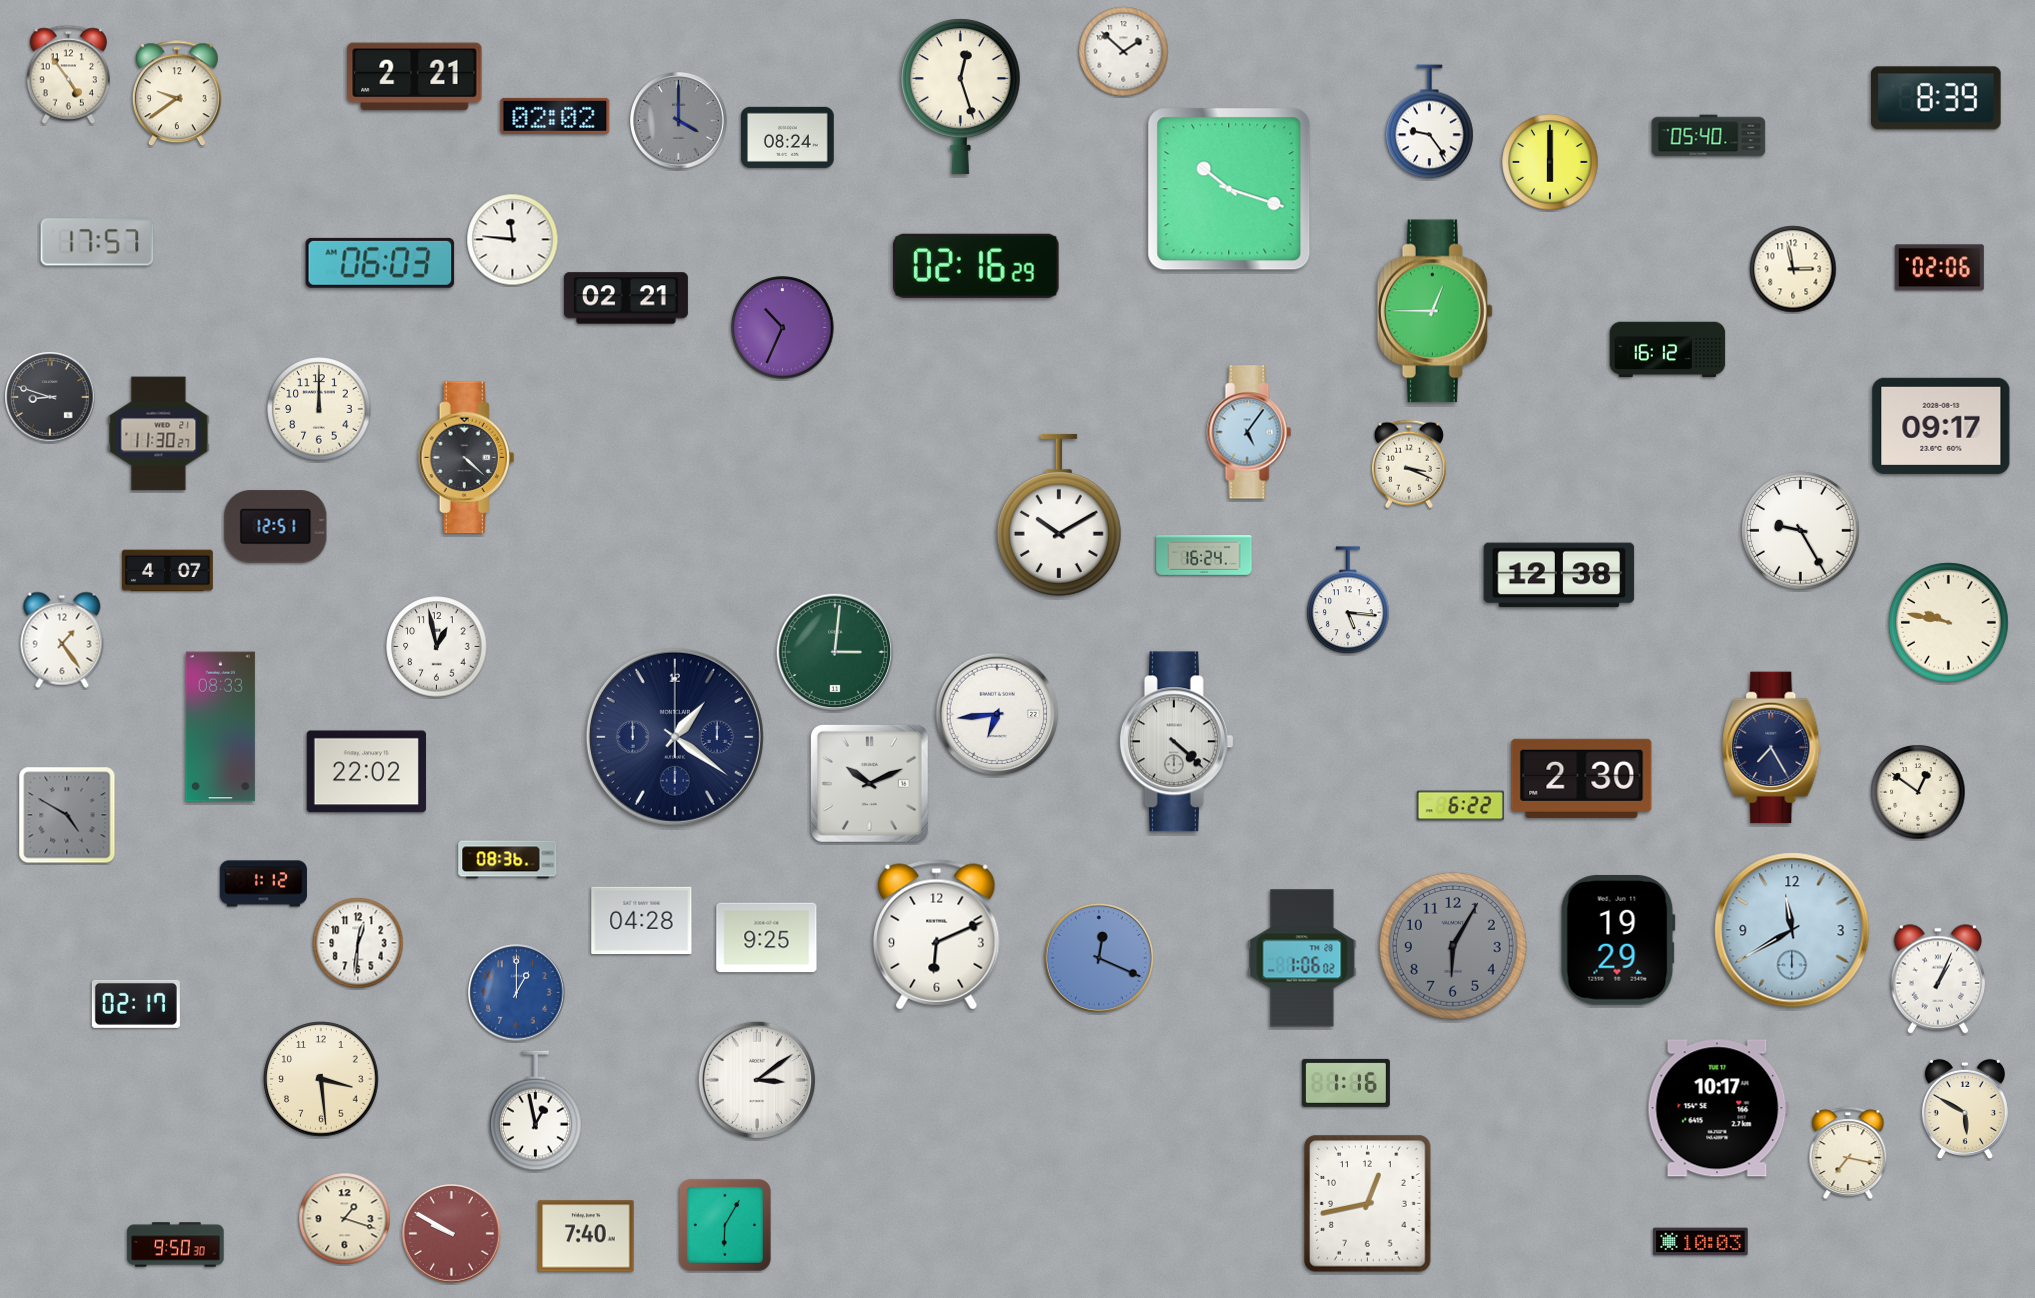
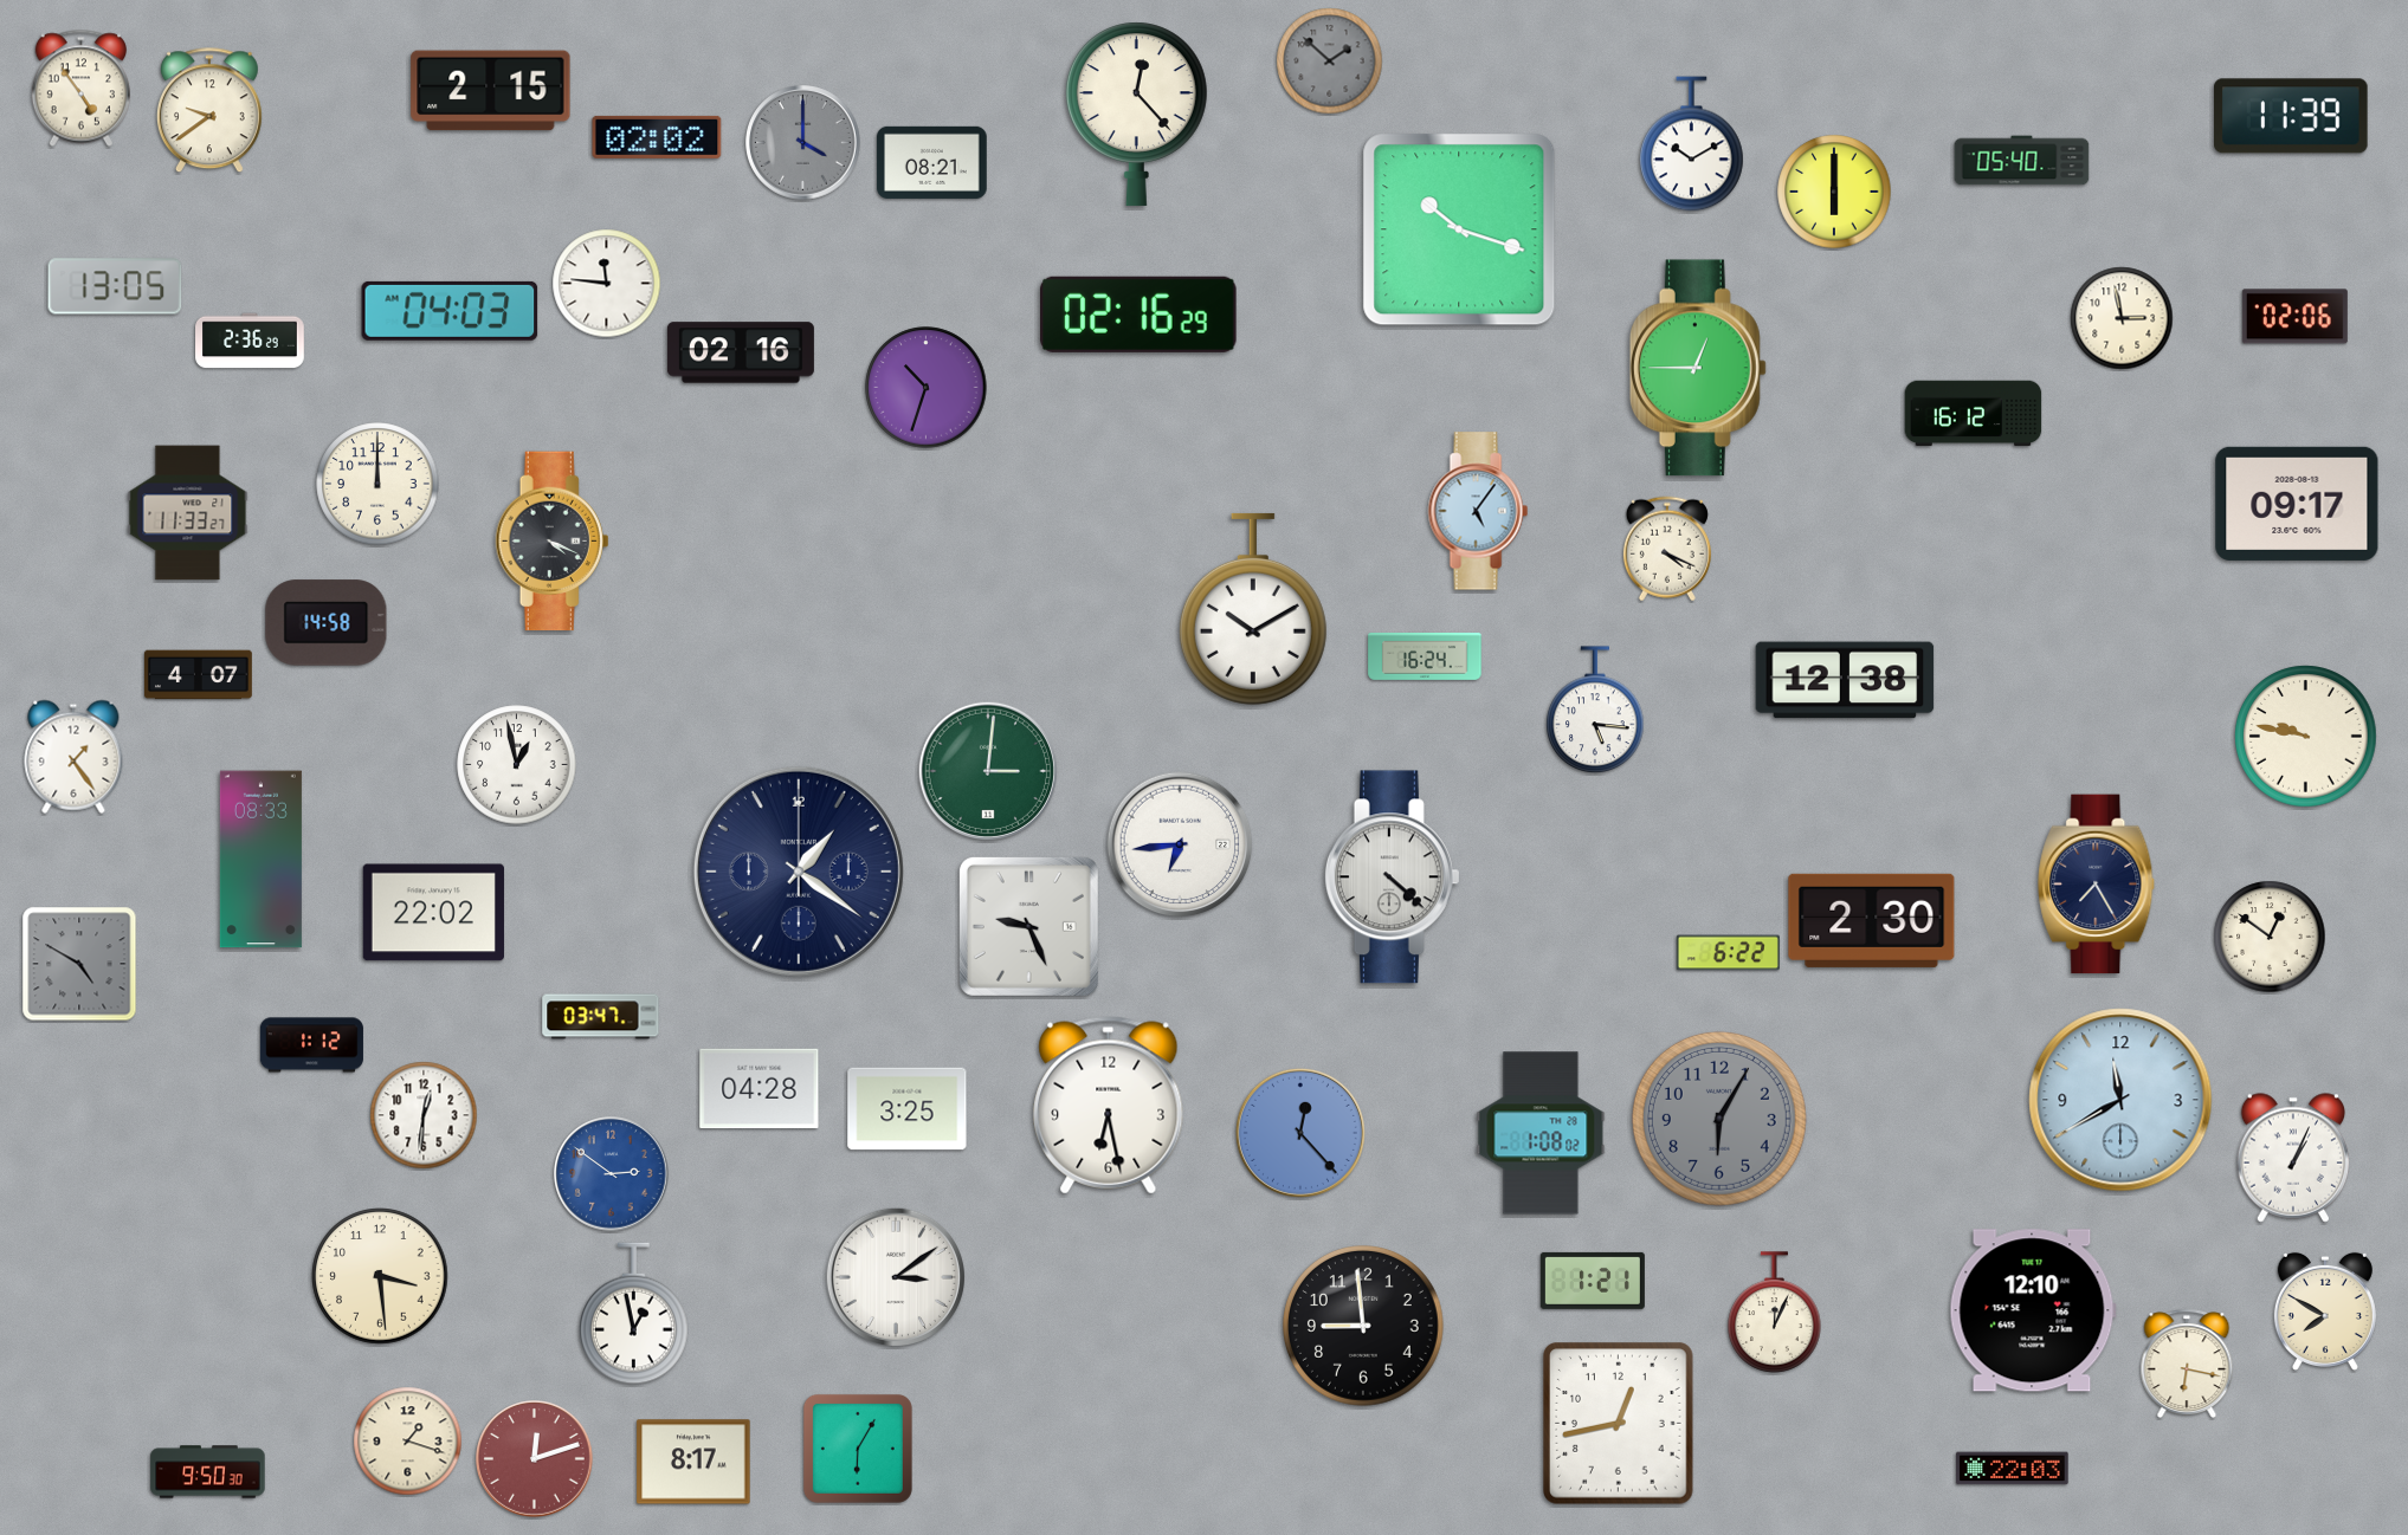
clock at (1124, 52) dial: white -> grey
clock at (415, 77): 2:21 -> 2:15
clock at (960, 96): 12:27 -> 12:23
clock at (1937, 98): 8:39 -> 11:39
clock at (1430, 122): 9:24 -> 10:10
clock at (788, 137): 08:24 -> 08:21
clock at (1229, 189) position: (1229, 189) -> (1459, 229)
clock at (97, 242): 17:57 -> 13:05
clock at (380, 263): 06:03 -> 04:03
clock at (977, 266) position: (977, 266) -> (1140, 315)
clock at (250, 341): none -> 2:36
clock at (626, 298): 02:21 -> 02:16
clock at (783, 328): 10:34 -> 10:33
clock at (50, 397): 8:48 -> none
clock at (159, 434): 11:30 -> 11:33
clock at (467, 458): 4:22 -> 4:19
clock at (1409, 464): 3:19 -> 4:19
clock at (276, 527): 12:51 -> 14:58
clock at (1801, 531): 9:25 -> none
clock at (869, 783): 10:11 -> 9:26
clock at (508, 860): 08:36 -> 03:47
clock at (937, 935): 6:11 -> 6:28
clock at (767, 938): 9:25 -> 3:25
clock at (1618, 941): 19:29 -> none
clock at (1099, 958): 12:19 -> 12:23
clock at (1302, 958): 1:06 -> 1:08
clock at (517, 993): 1:00 -> 2:51
clock at (136, 1004): 02:17 -> none
clock at (1346, 1083): 1:16 -> 1:21
clock at (1718, 1108): 10:17 -> 12:10
clock at (1965, 1109): 5:50 -> 7:50
clock at (1775, 1313): none -> 12:04
clock at (1364, 1327): none -> 8:59
clock at (1848, 1153): 7:17 -> 6:17
clock at (452, 1234): 9:50 -> 12:12
clock at (586, 1236): 7:40 -> 8:17
clock at (1701, 1242): 10:03 -> 22:03
